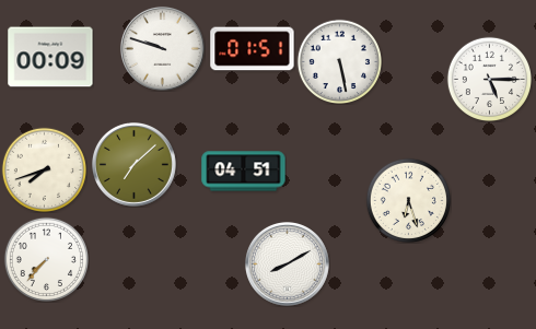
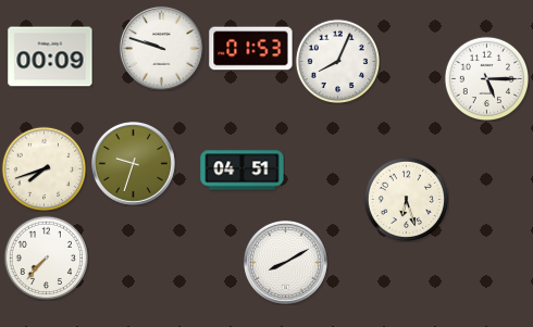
clock at (253, 49): 01:51 -> 01:53
clock at (339, 61): 5:28 -> 8:04
clock at (133, 164): 7:08 -> 9:33
